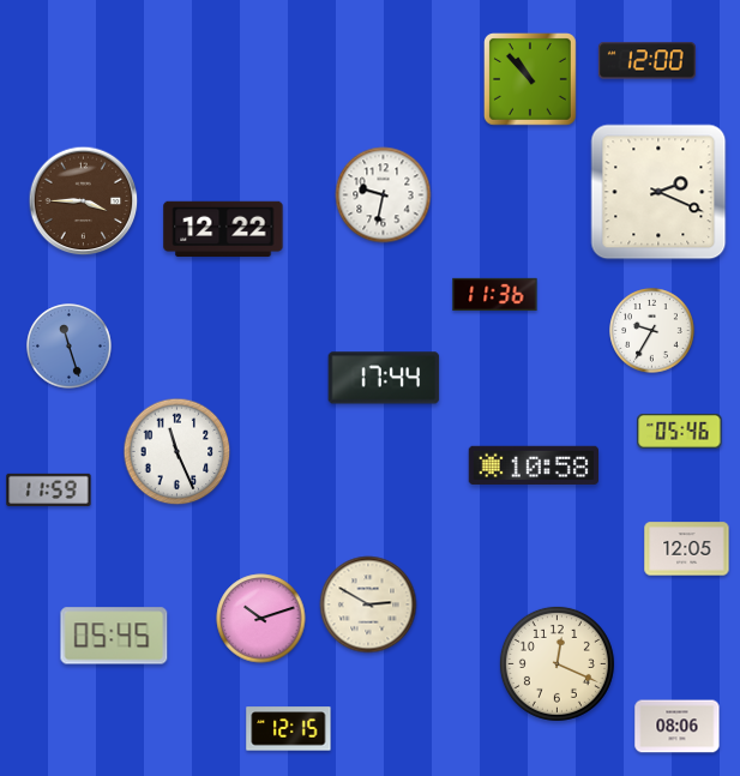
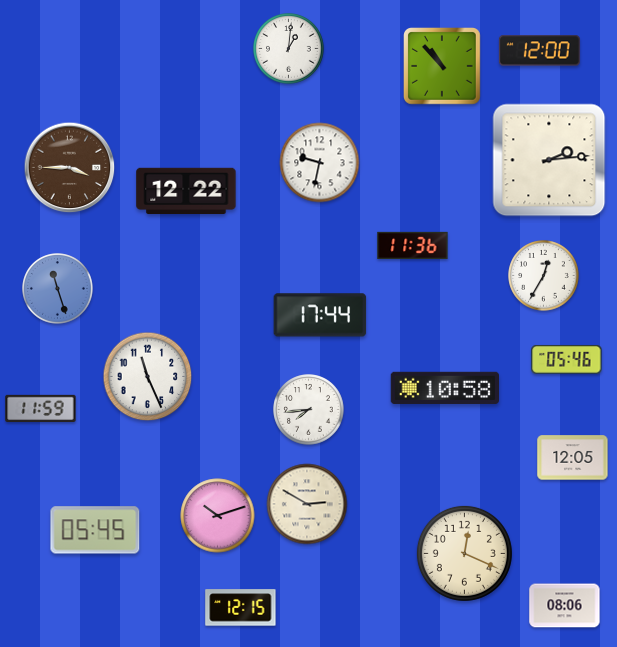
clock at (289, 49): none -> 1:01
clock at (658, 192): 2:19 -> 2:14
clock at (652, 331): 9:35 -> 12:35
clock at (309, 410): none -> 7:44
